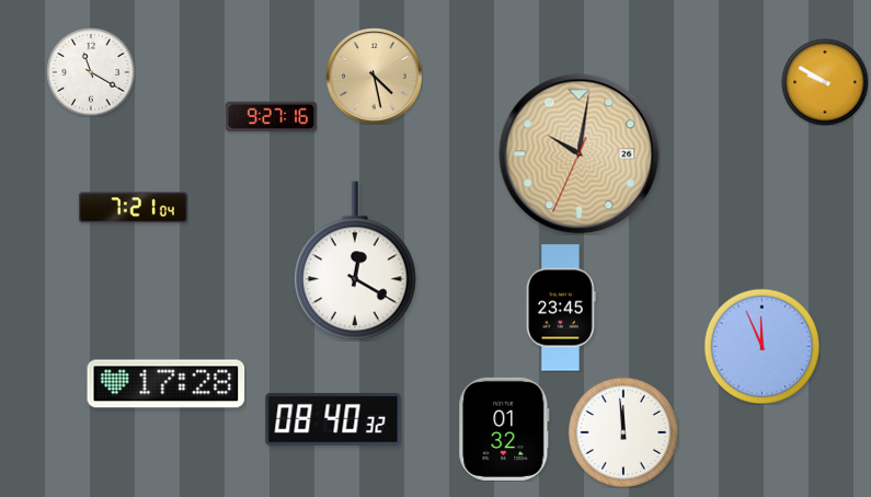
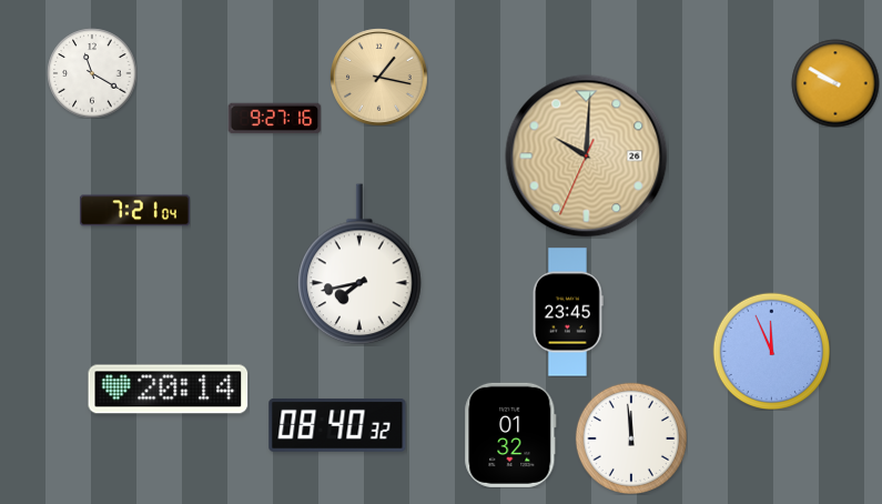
clock at (374, 76): 4:28 -> 1:17
clock at (580, 154): 10:01 -> 10:00
clock at (355, 261): 12:20 -> 7:43
clock at (167, 384): 17:28 -> 20:14
